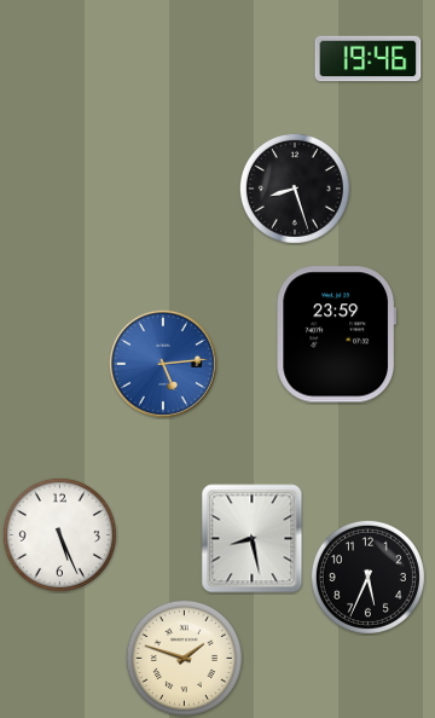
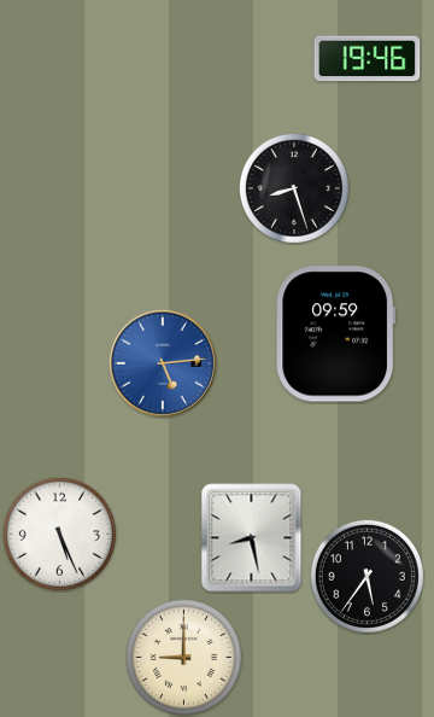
clock at (337, 335): 23:59 -> 09:59
clock at (367, 577): 5:34 -> 5:36
clock at (184, 658): 1:48 -> 9:00
